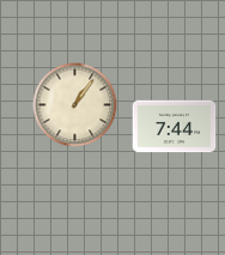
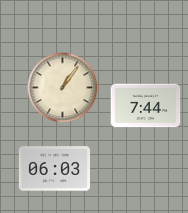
clock at (54, 169): none -> 06:03
